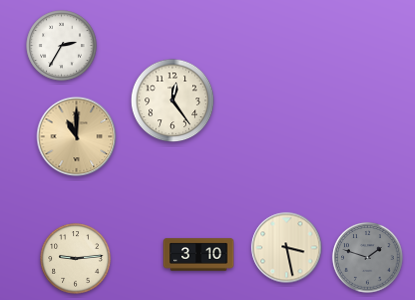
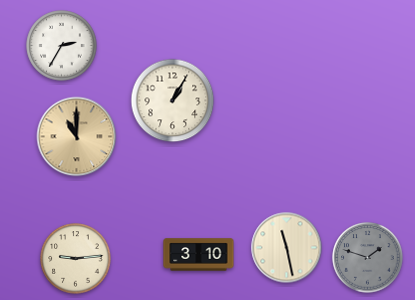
clock at (173, 101): 12:24 -> 1:05
clock at (287, 248): 3:28 -> 11:28
